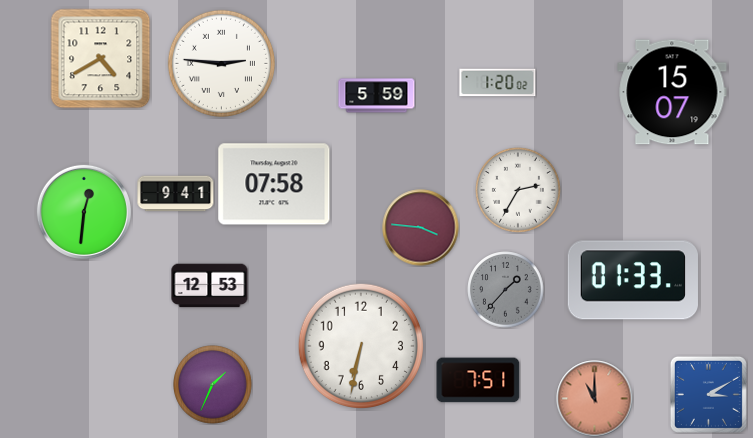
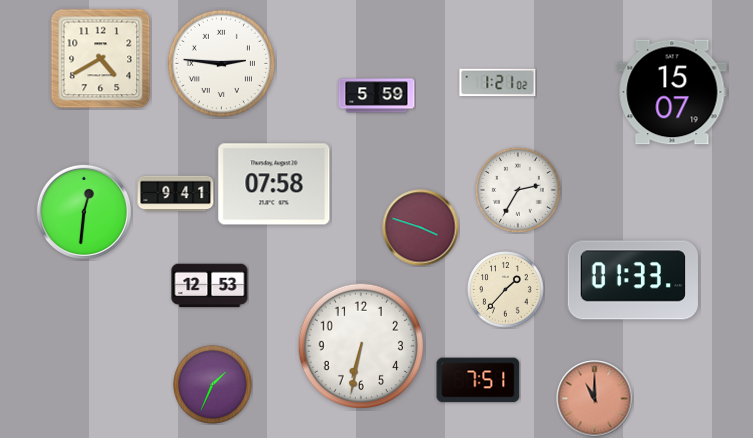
clock at (498, 83): 1:20 -> 1:21
clock at (421, 228): 3:46 -> 3:48
clock at (506, 290) dial: grey -> cream
clock at (708, 394): 3:10 -> none
